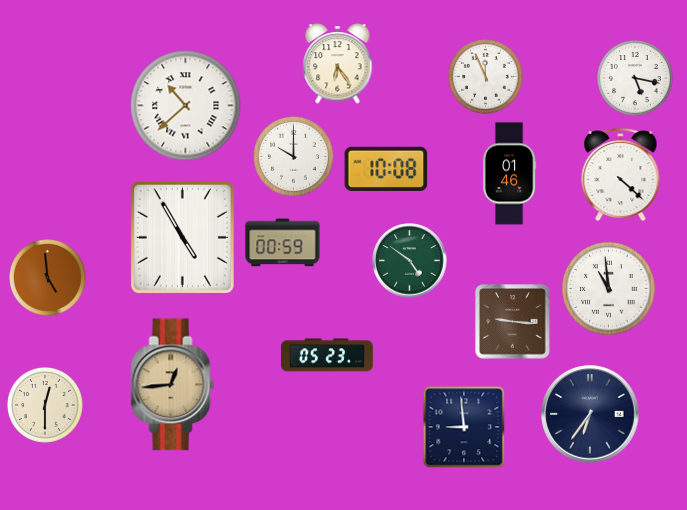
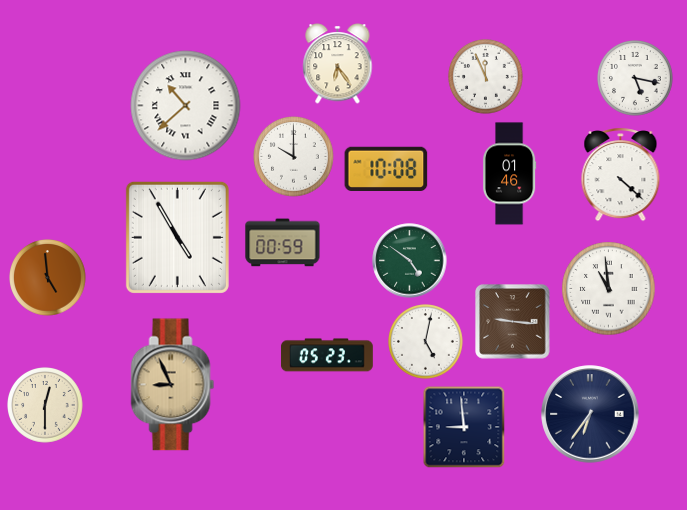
clock at (182, 237) position: (182, 237) -> (177, 237)
clock at (426, 342): none -> 5:02
clock at (173, 385): 12:44 -> 8:56
